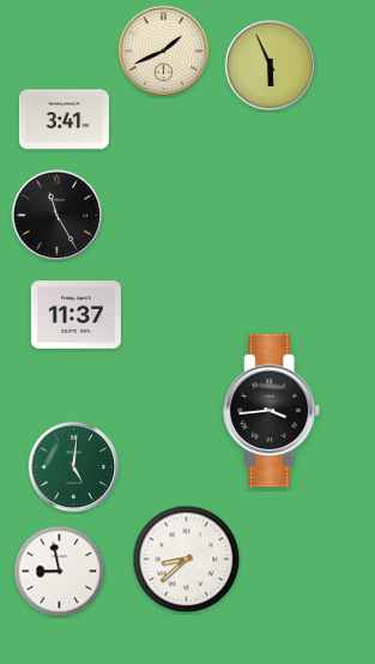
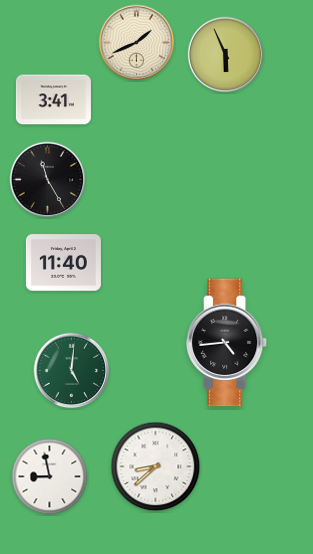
clock at (75, 315): 11:37 -> 11:40
clock at (272, 411): 3:44 -> 4:44
clock at (74, 467) position: (74, 467) -> (72, 371)
